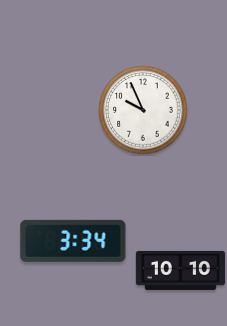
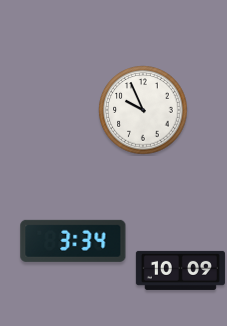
clock at (180, 270): 10:10 -> 10:09
